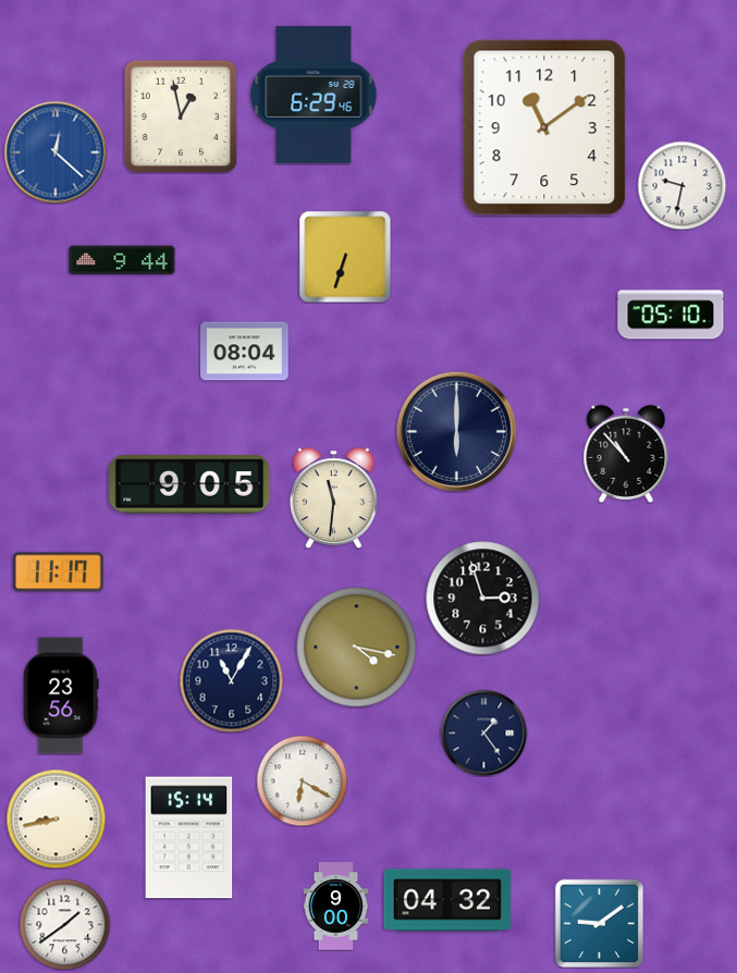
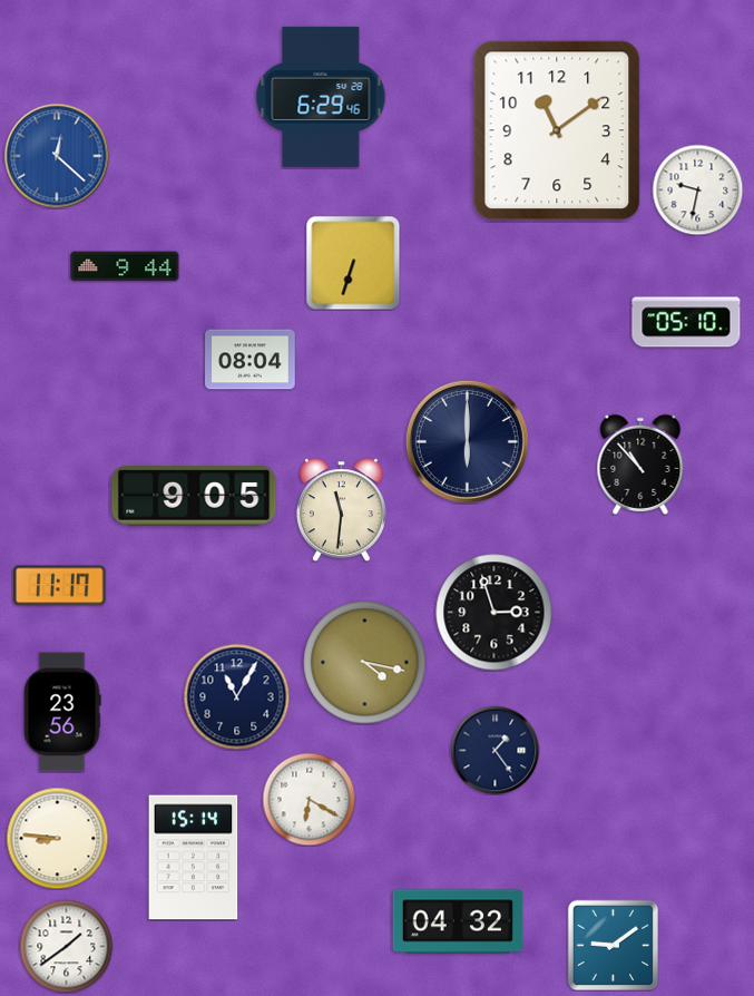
clock at (181, 116): 12:58 -> none
clock at (56, 818): 8:43 -> 8:46
clock at (336, 907): 9:00 -> none
